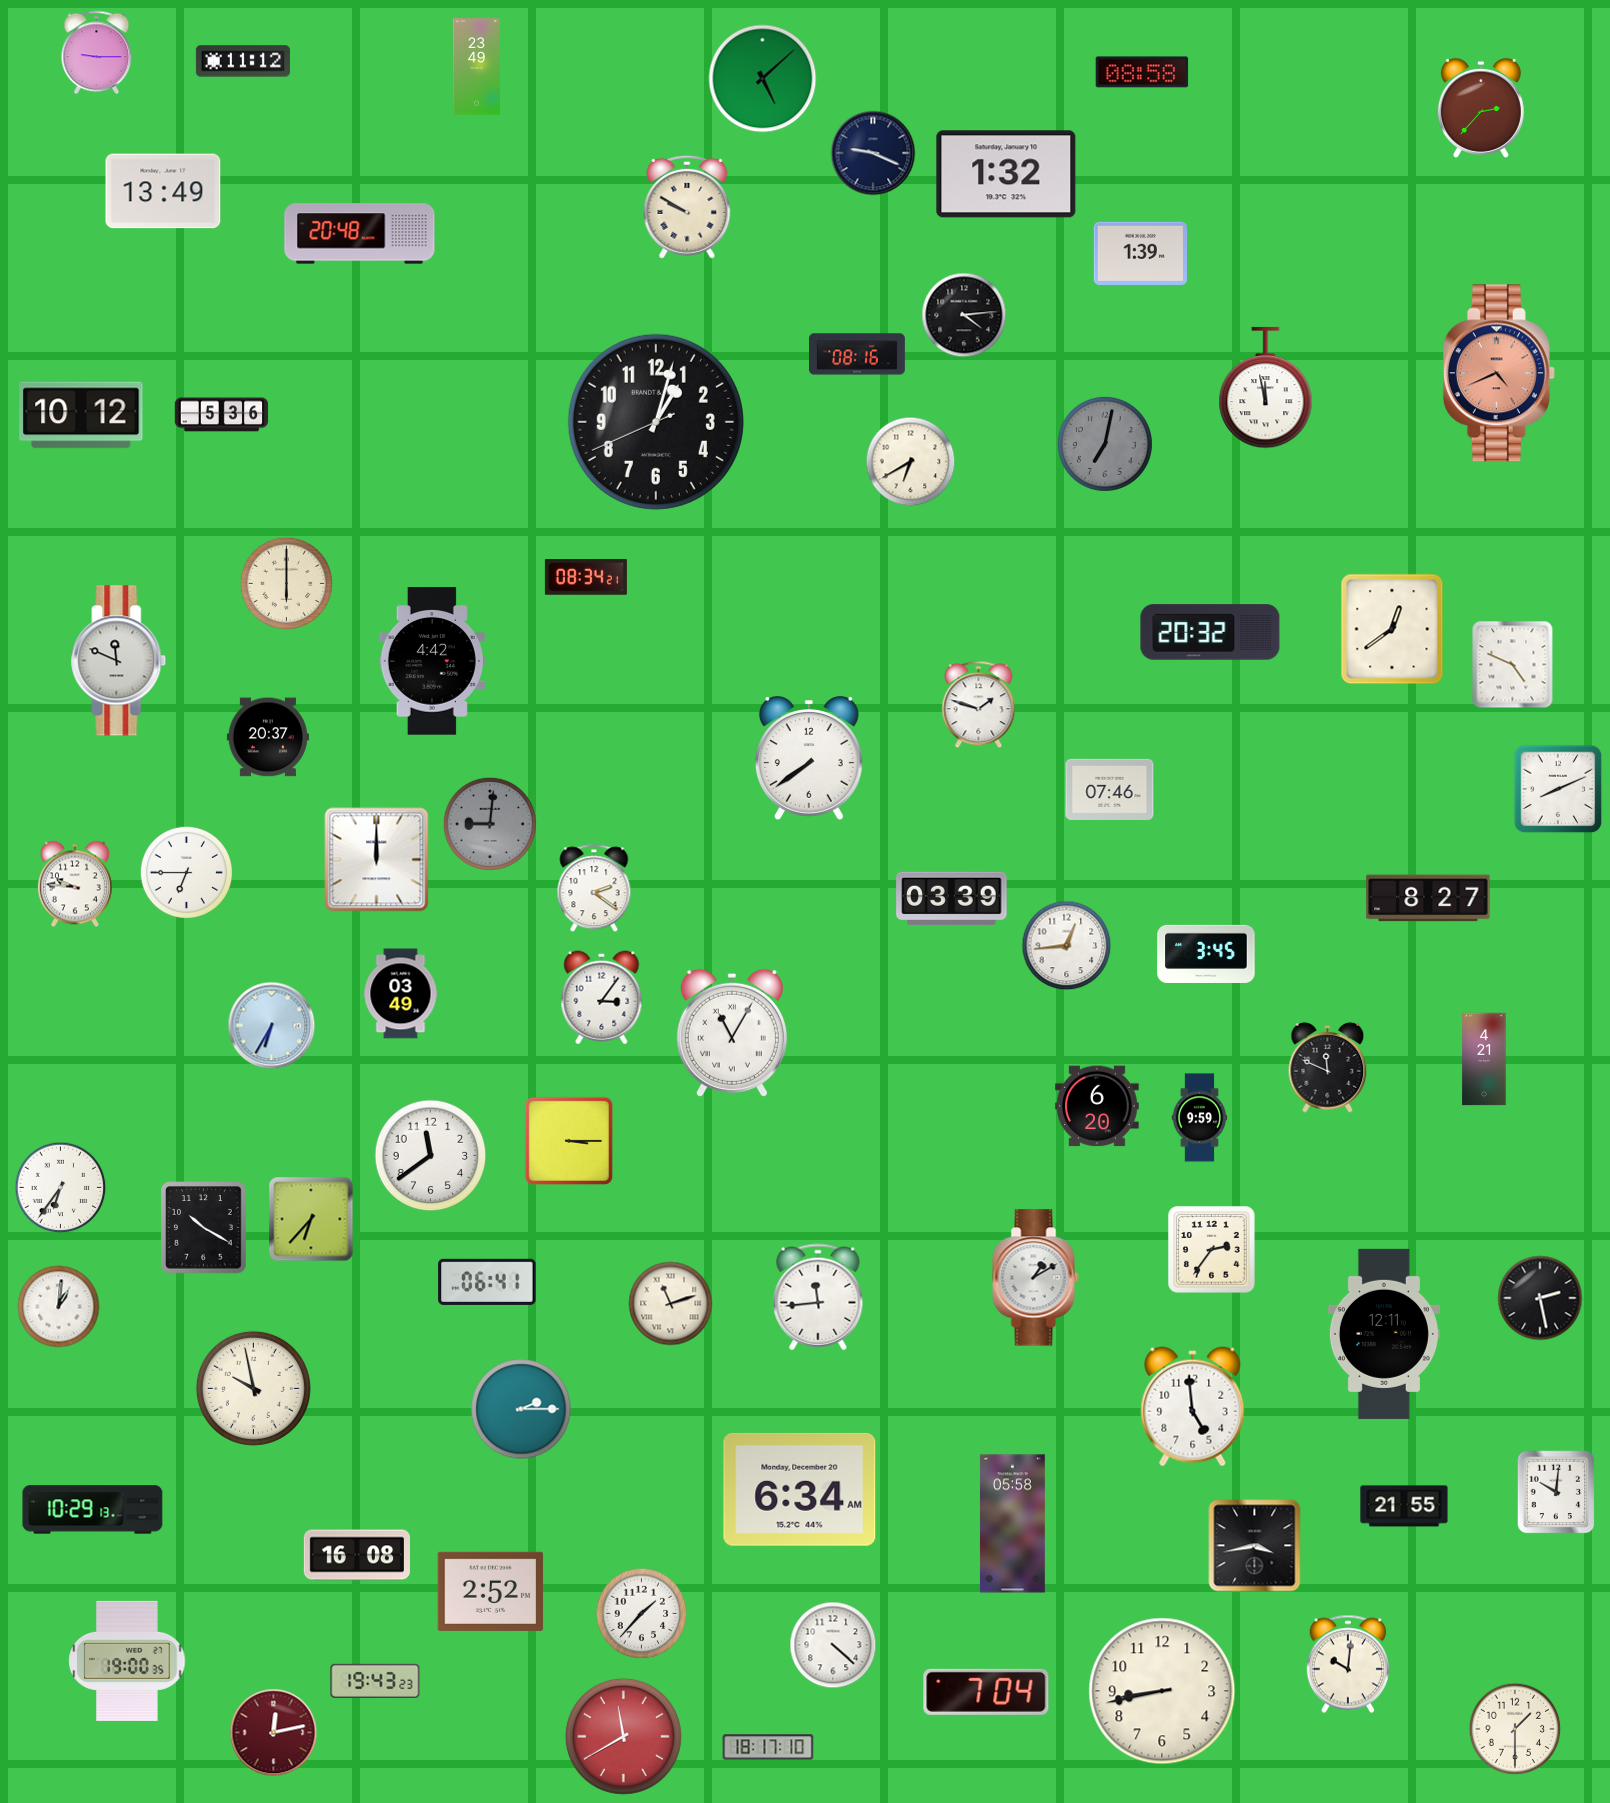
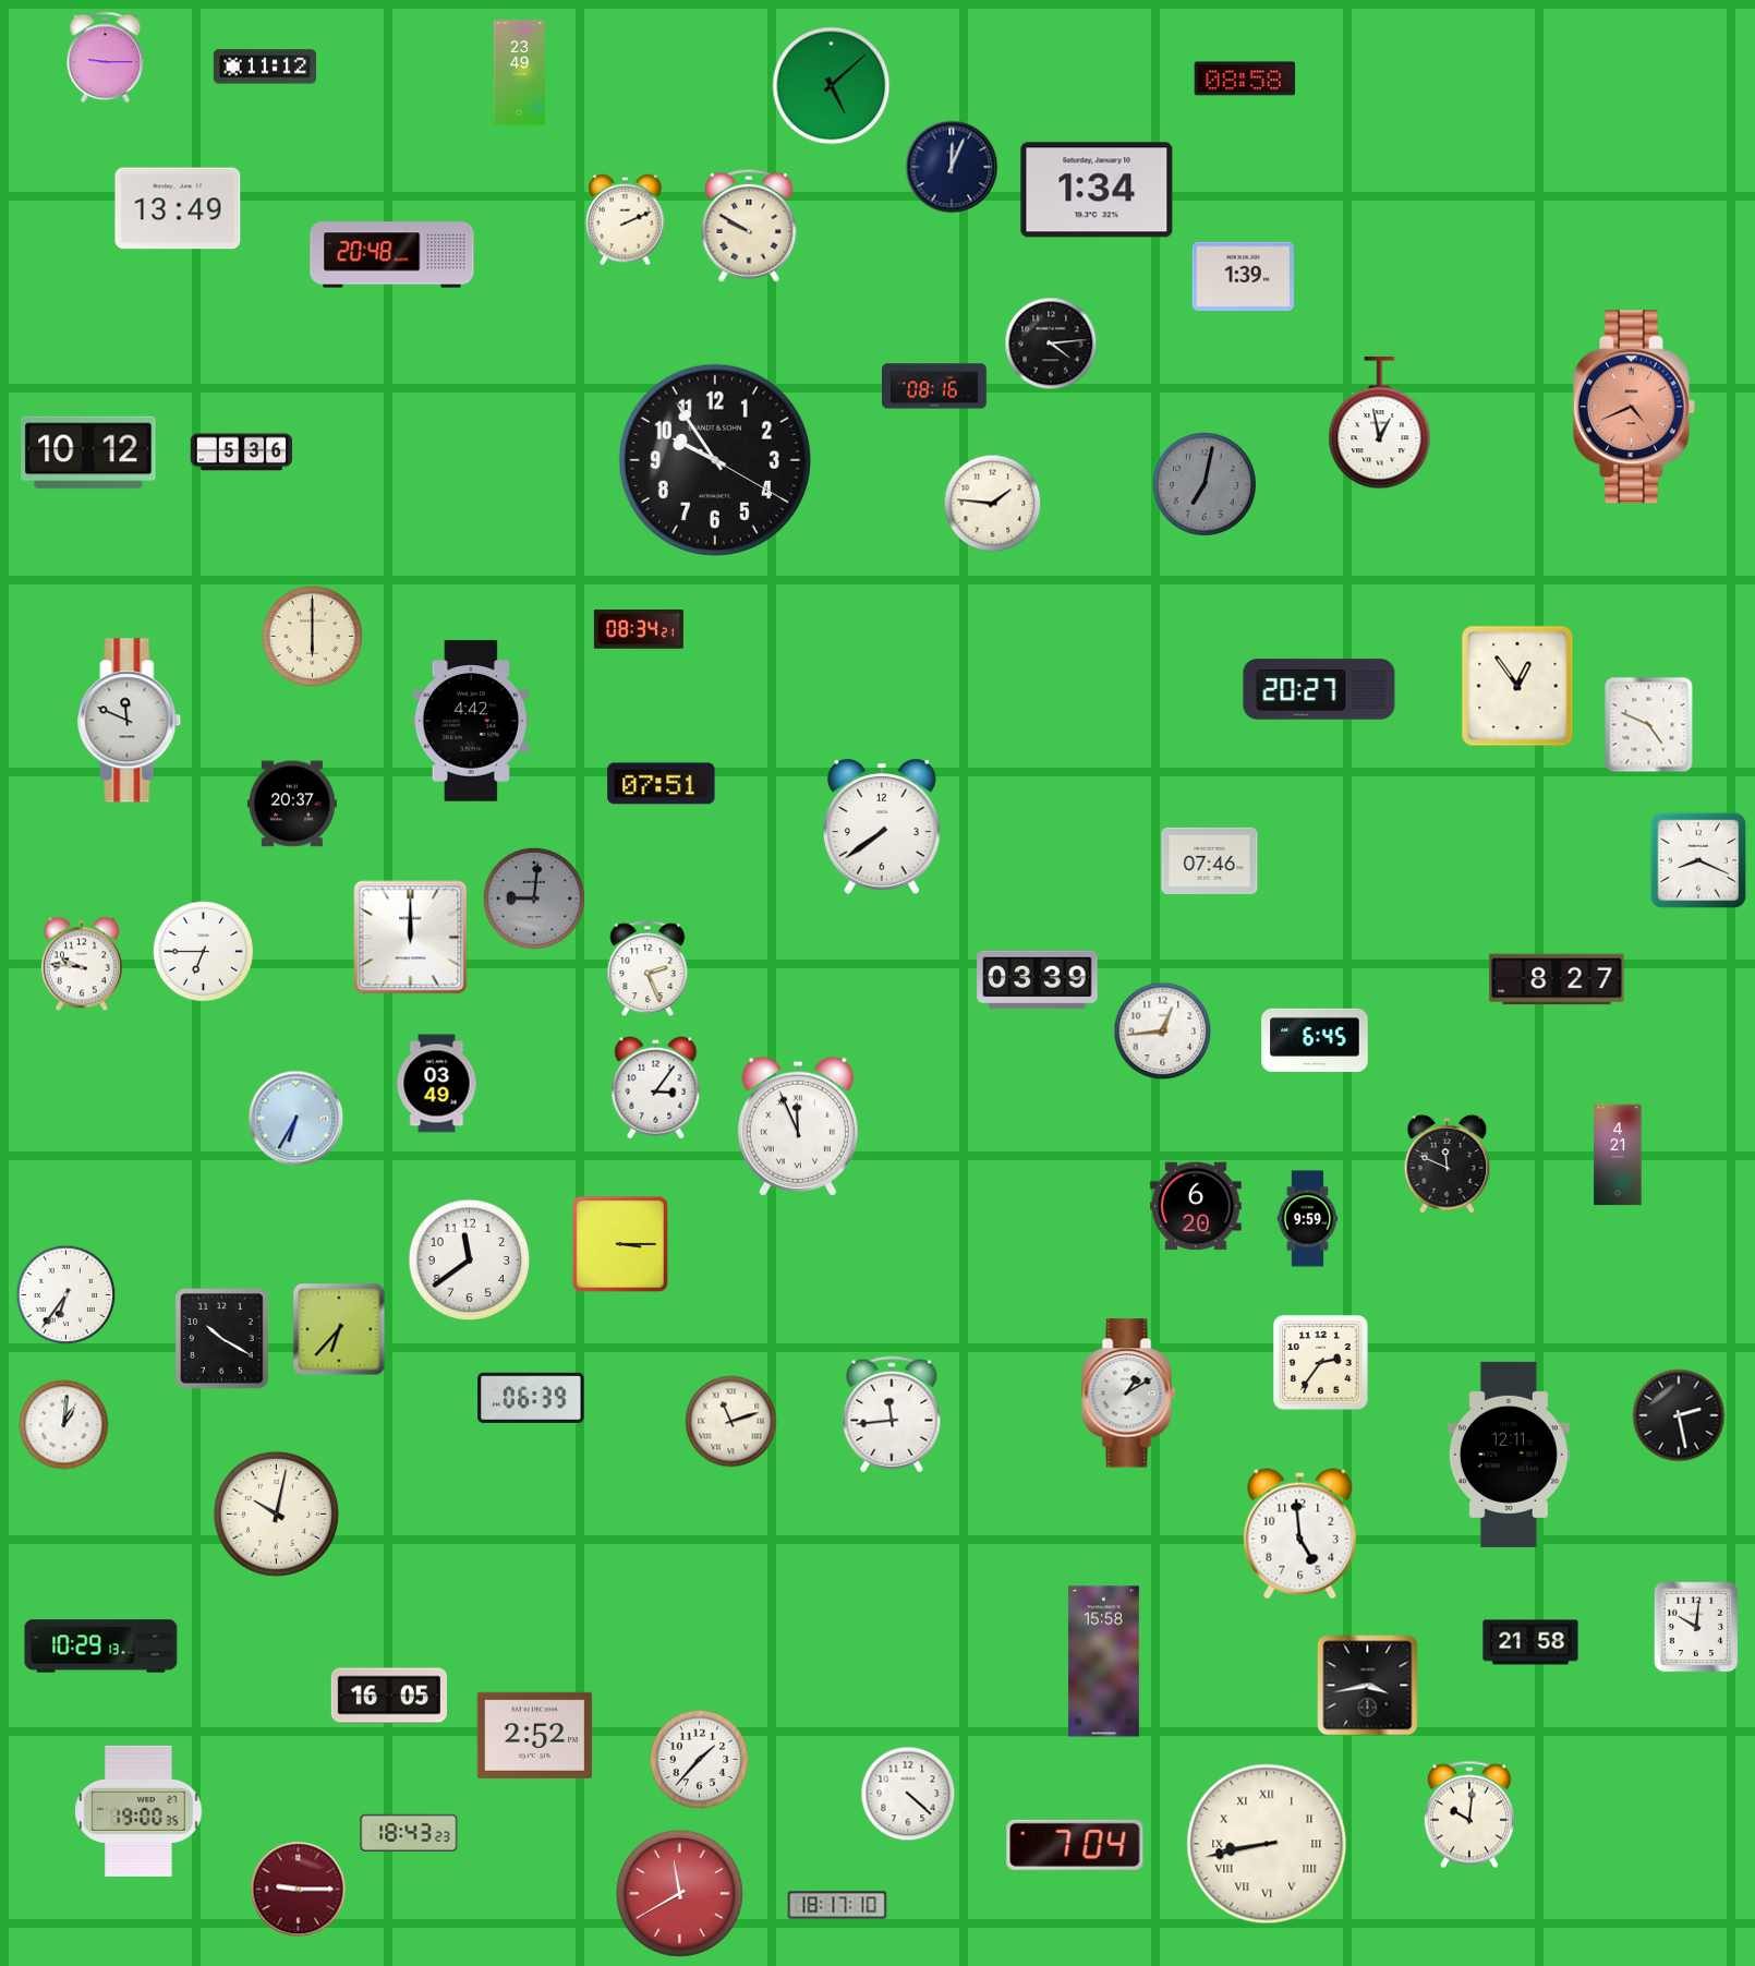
clock at (1481, 108): 2:37 -> none
clock at (873, 153): 9:19 -> 12:04
clock at (1006, 174): 1:32 -> 1:34
clock at (626, 220): none -> 2:11
clock at (1266, 388): 11:58 -> 12:58
clock at (656, 422): 1:02 -> 9:54
clock at (911, 462): 6:40 -> 1:46
clock at (1392, 629): 12:39 -> 12:54
clock at (1210, 632): 20:32 -> 20:27
clock at (979, 705): 1:48 -> none
clock at (662, 784): none -> 07:51
clock at (1558, 789): 8:11 -> 8:19
clock at (594, 889): 2:21 -> 2:26
clock at (1206, 954): 3:45 -> 6:45
clock at (732, 1033): 11:05 -> 11:56
clock at (487, 1282): 06:41 -> 06:39
clock at (253, 1388): 9:58 -> 10:02
clock at (521, 1409): 2:15 -> none
clock at (800, 1489): 6:34 -> none
clock at (1404, 1506): 21:55 -> 21:58
clock at (1012, 1524): 05:58 -> 15:58
clock at (356, 1555): 16:08 -> 16:05
clock at (375, 1681): 19:43 -> 18:43
clock at (1162, 1691) numerals: Arabic -> Roman
clock at (1515, 1729): 1:30 -> none
clock at (274, 1733): 12:13 -> 9:15
